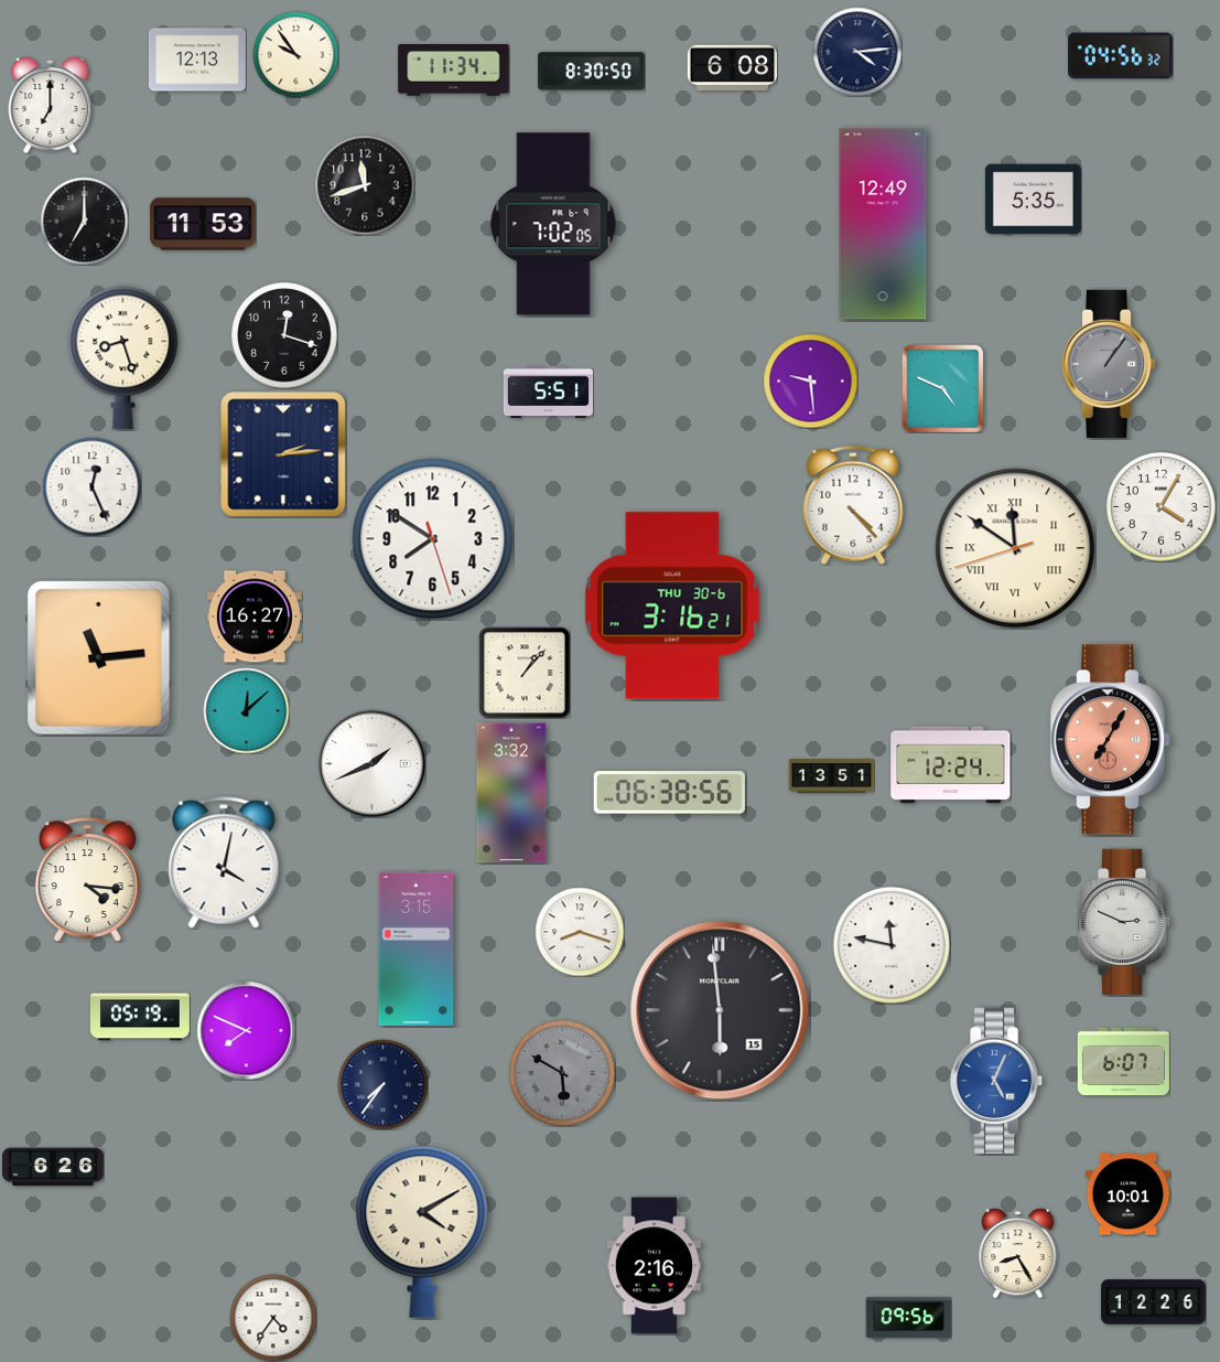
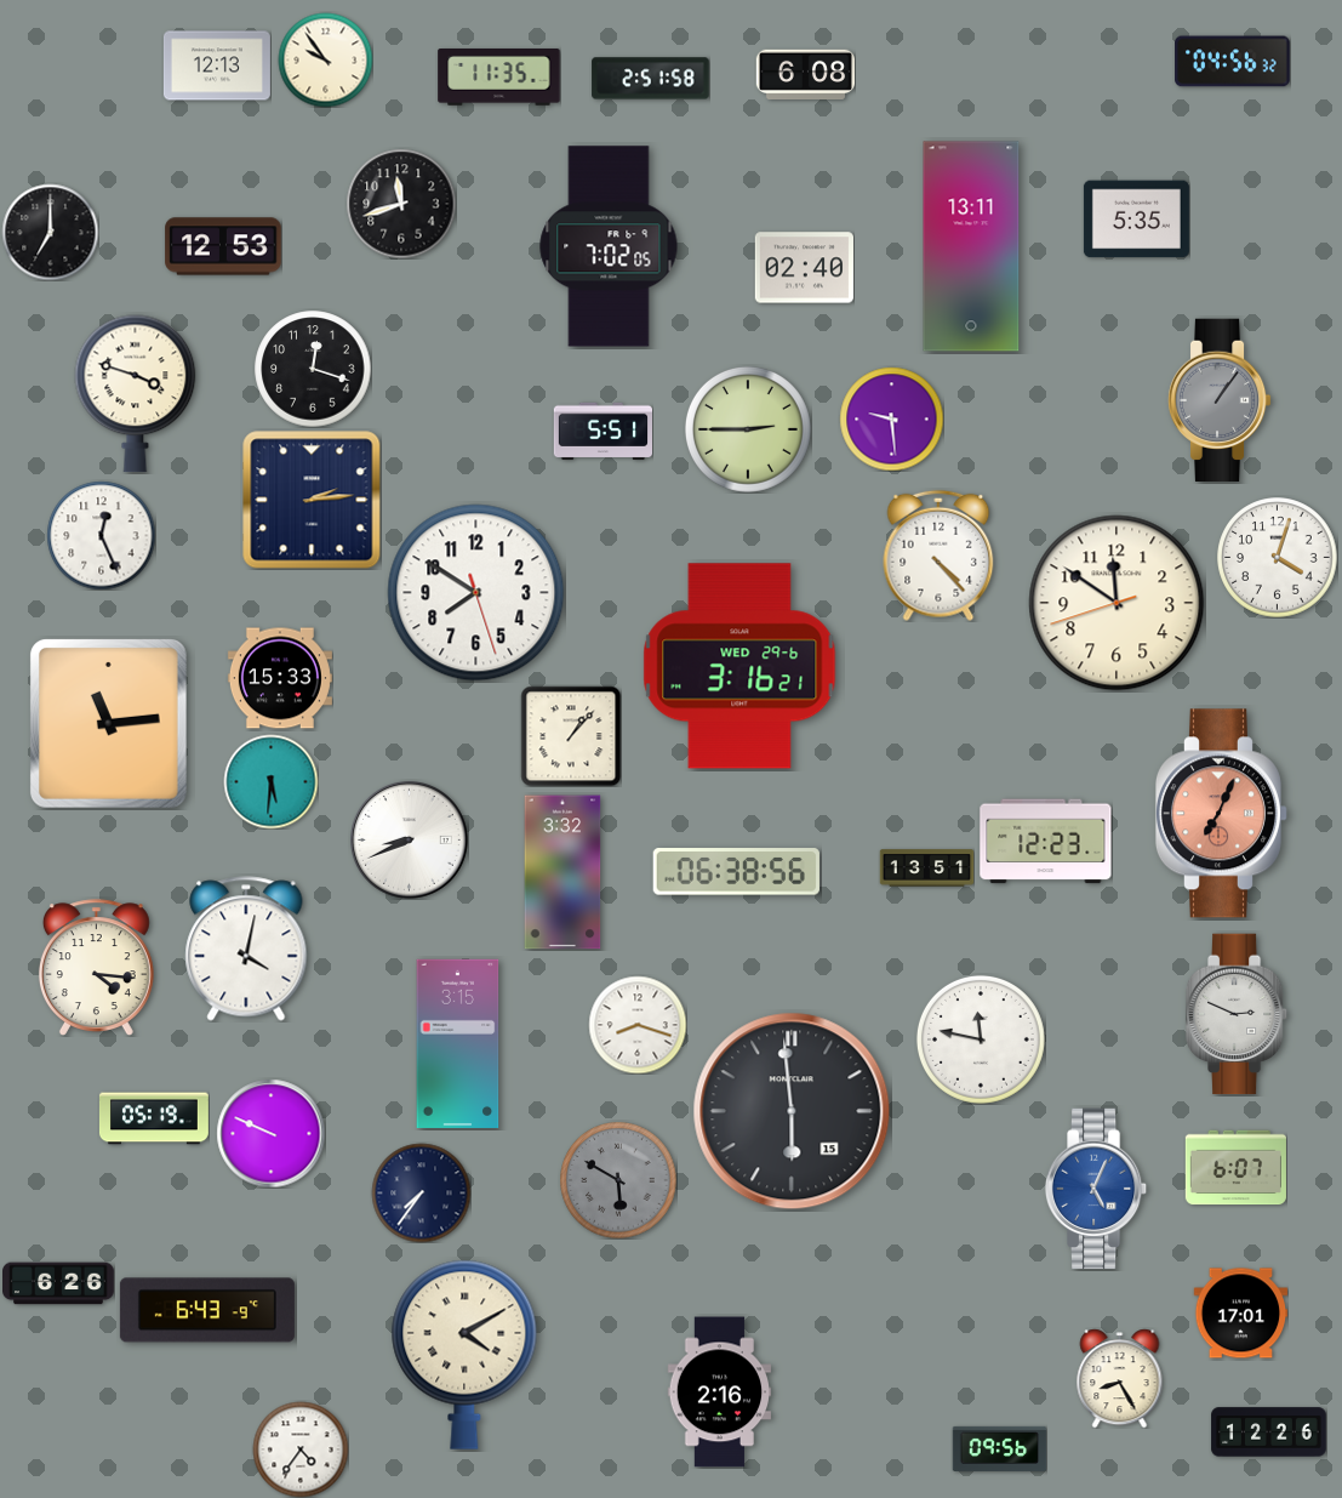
clock at (857, 52): 4:14 -> none
clock at (454, 71): 11:34 -> 11:35
clock at (592, 72): 8:30 -> 2:51
clock at (51, 105): 7:00 -> none
clock at (84, 221) position: (84, 221) -> (50, 232)
clock at (203, 224): 11:53 -> 12:53
clock at (883, 224): 12:49 -> 13:11
clock at (804, 268): none -> 02:40
clock at (123, 358): 8:27 -> 3:48
clock at (943, 388): 4:49 -> none
clock at (748, 429): none -> 2:45
clock at (1162, 507): 4:05 -> 4:03
clock at (1015, 548) numerals: Roman -> Arabic
clock at (672, 605) date: THU 30-6 -> WED 29-6
clock at (255, 616): 16:27 -> 15:33
clock at (525, 673) position: (525, 673) -> (571, 736)
clock at (246, 710): 12:08 -> 5:31
clock at (1110, 740): 7:05 -> 7:04
clock at (371, 763): 1:41 -> 8:41
clock at (951, 765): 12:24 -> 12:23
clock at (831, 776) position: (831, 776) -> (926, 868)
clock at (246, 1030): 7:49 -> 9:49
clock at (207, 1310): none -> 6:43
clock at (1127, 1194): 10:01 -> 17:01
